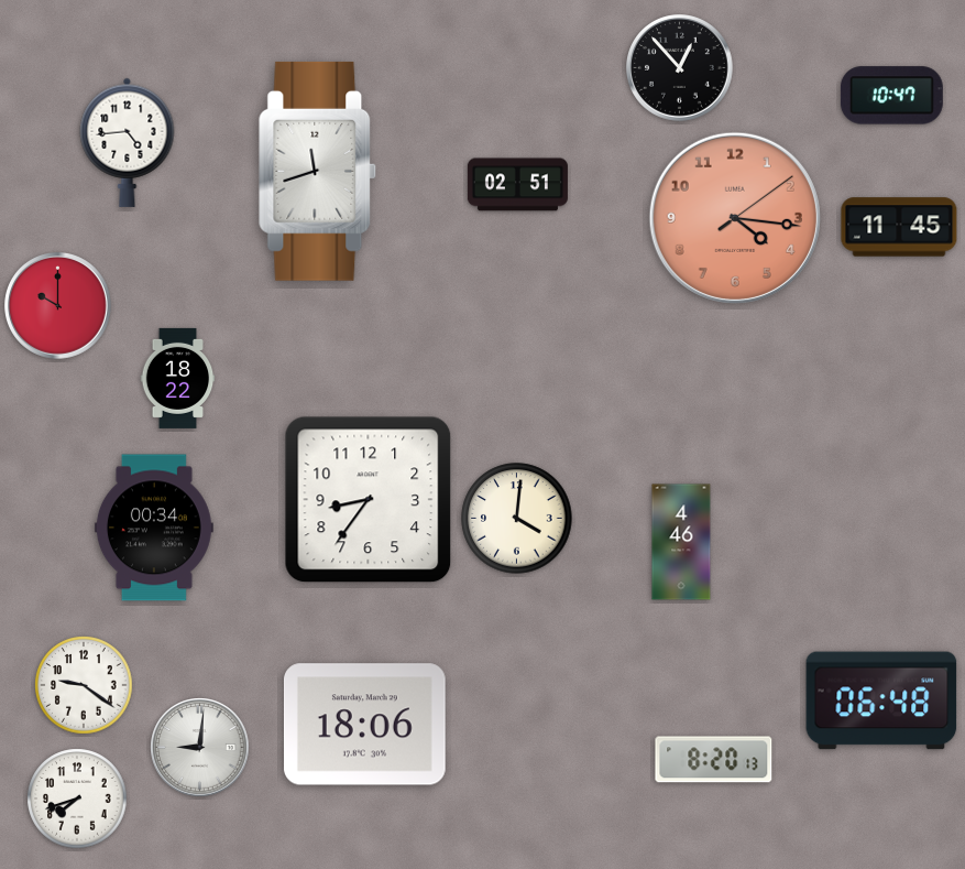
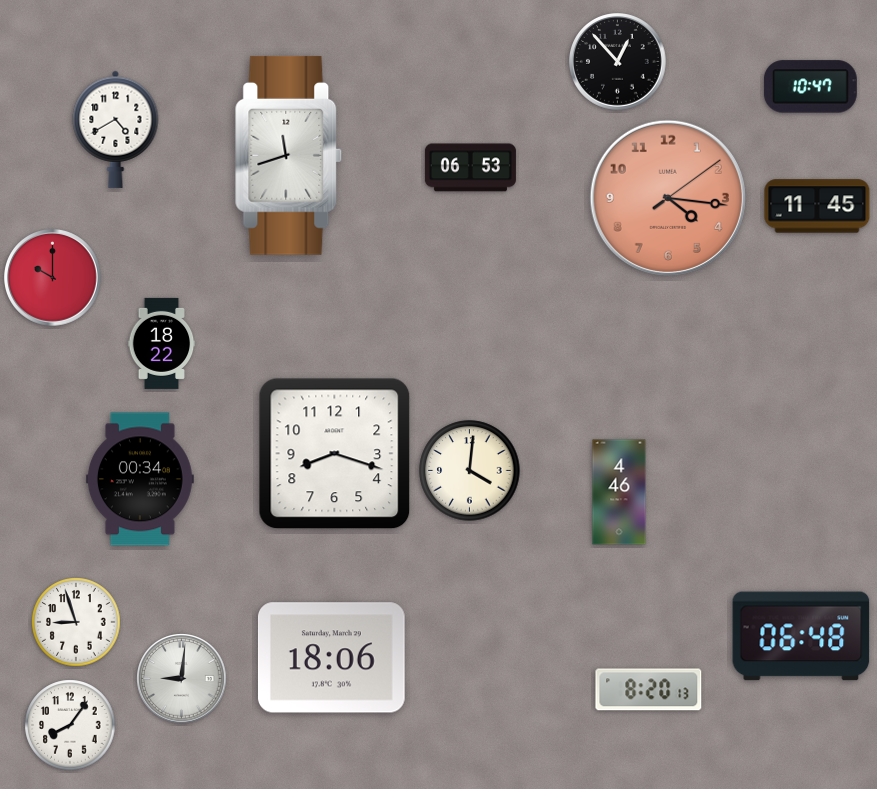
clock at (128, 142): 4:44 -> 4:40
clock at (517, 185): 02:51 -> 06:53
clock at (369, 500): 8:36 -> 8:18
clock at (84, 685): 9:21 -> 8:57
clock at (77, 799): 7:42 -> 8:06
